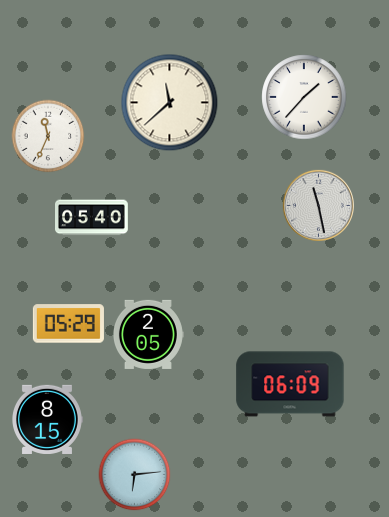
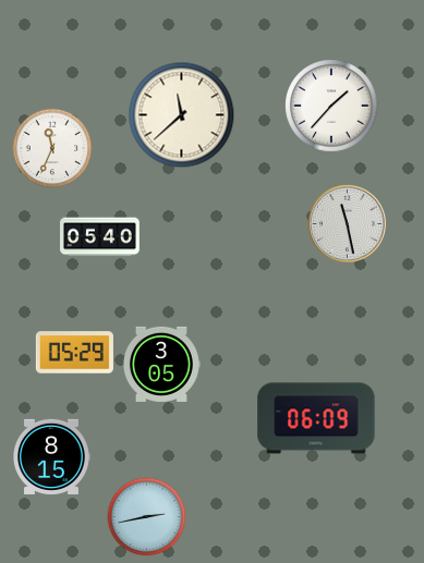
clock at (170, 103) position: (170, 103) -> (182, 115)
clock at (148, 334): 2:05 -> 3:05
clock at (135, 475): 6:14 -> 2:43
